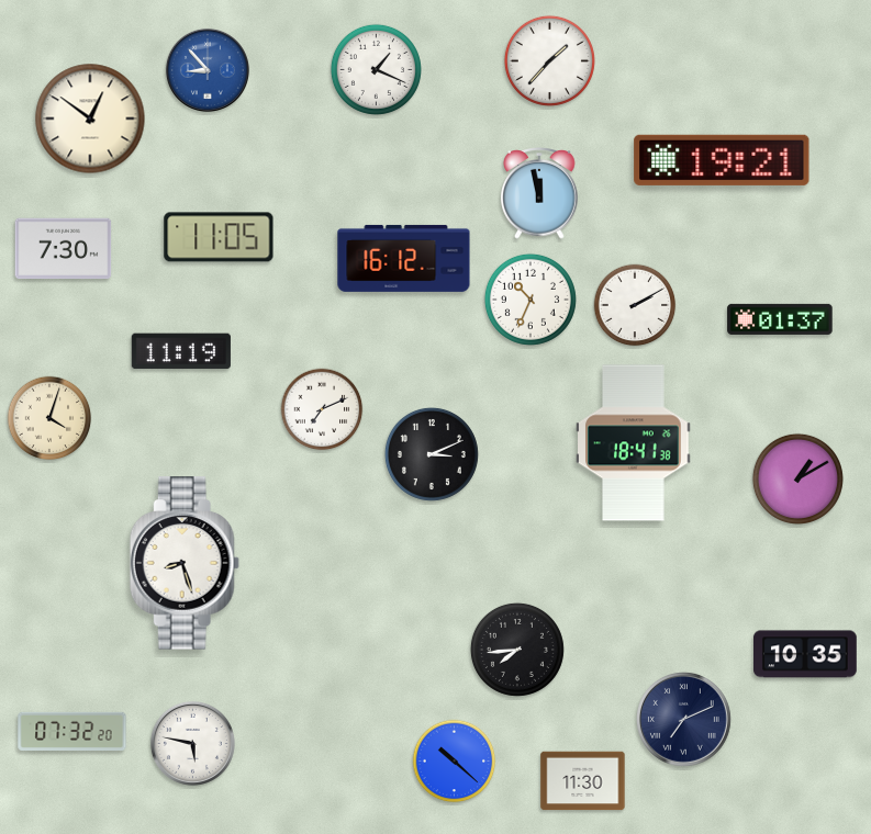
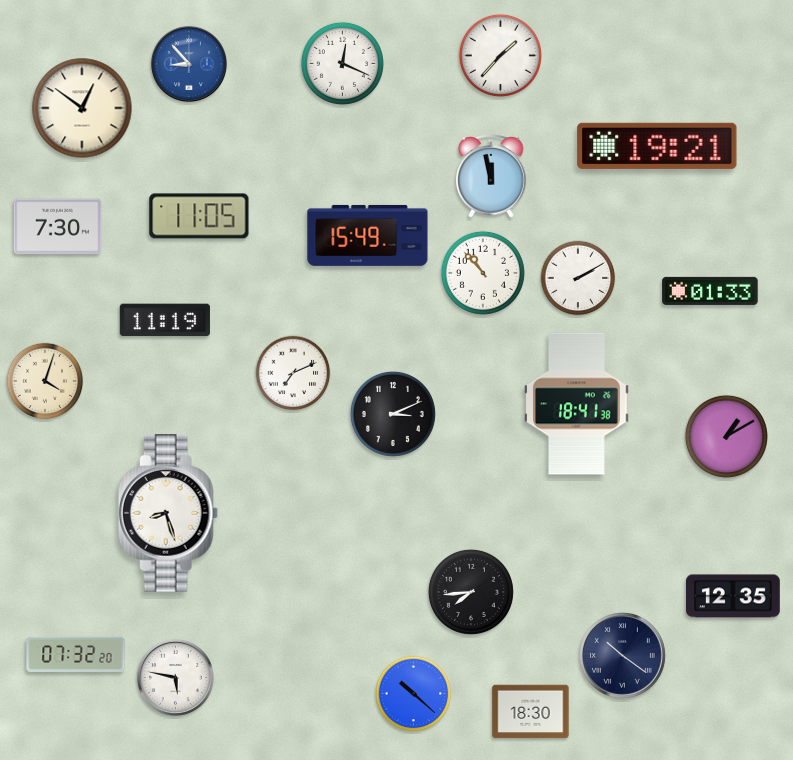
clock at (376, 69): 1:19 -> 12:19
clock at (404, 258): 16:12 -> 15:49
clock at (531, 300): 10:34 -> 10:53
clock at (780, 319): 01:37 -> 01:33
clock at (806, 654): 10:35 -> 12:35
clock at (683, 719): 7:11 -> 10:21
clock at (72, 731) position: (72, 731) -> (76, 654)
clock at (583, 781): 11:30 -> 18:30
